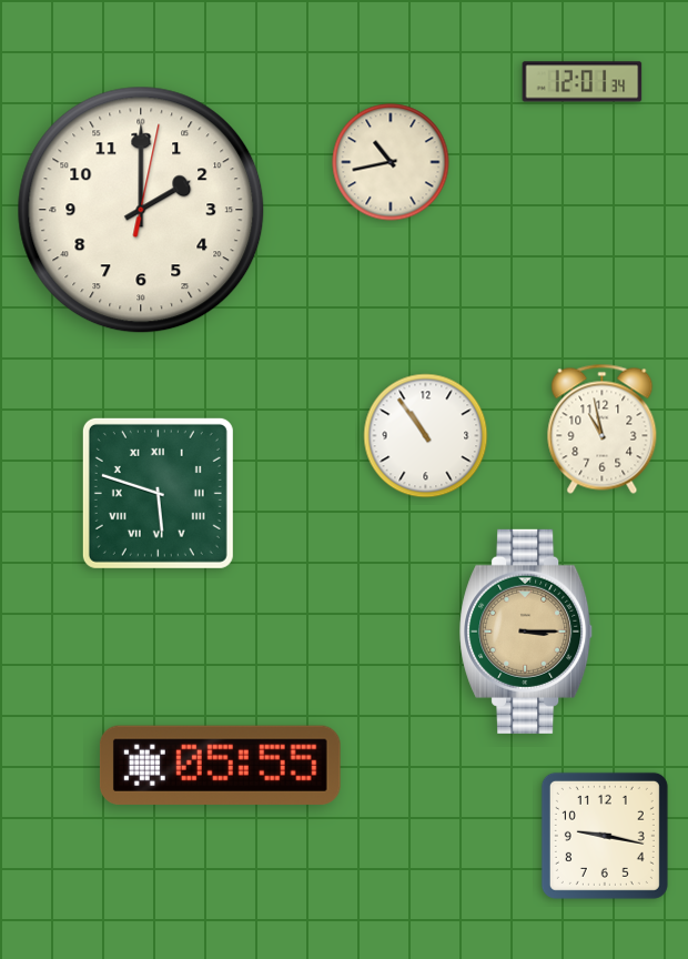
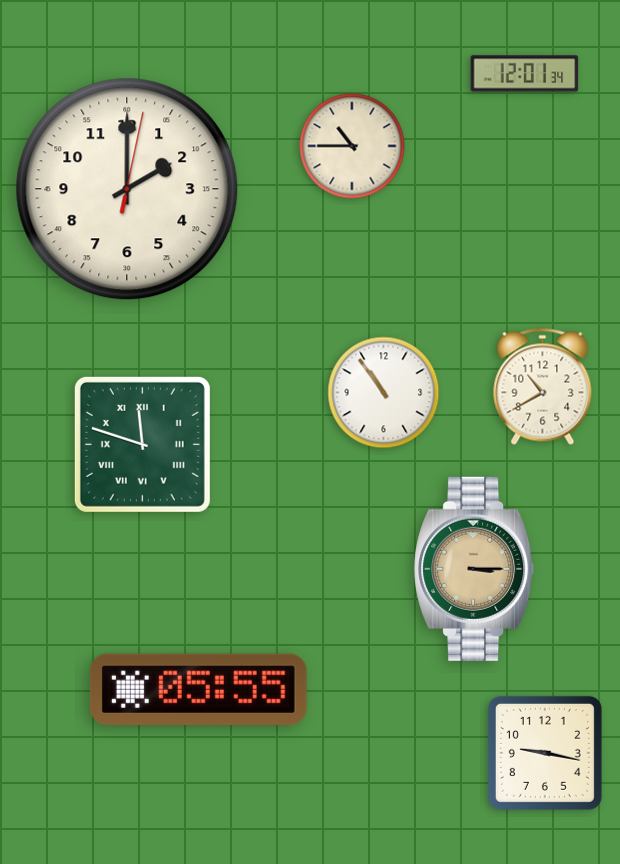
clock at (391, 162): 10:43 -> 10:45
clock at (603, 428): 10:58 -> 10:40
clock at (158, 493): 5:48 -> 11:48
